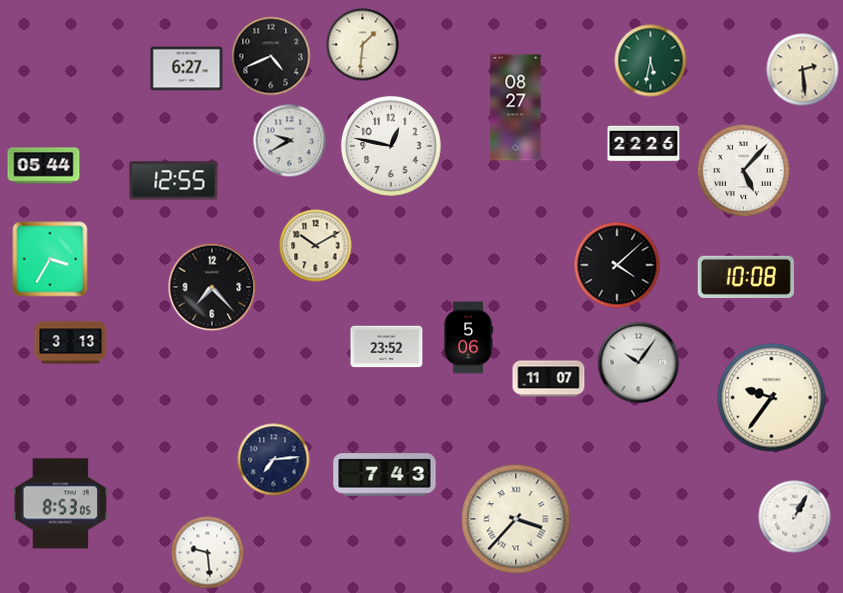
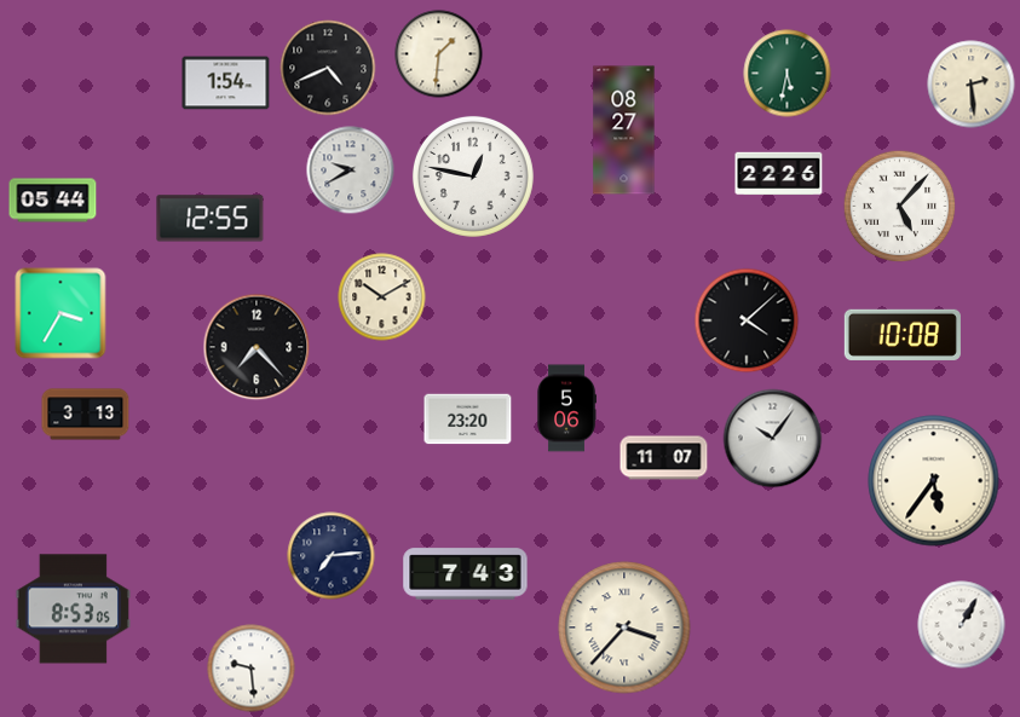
clock at (187, 69): 6:27 -> 1:54
clock at (387, 347): 23:52 -> 23:20
clock at (772, 398): 9:36 -> 5:36
